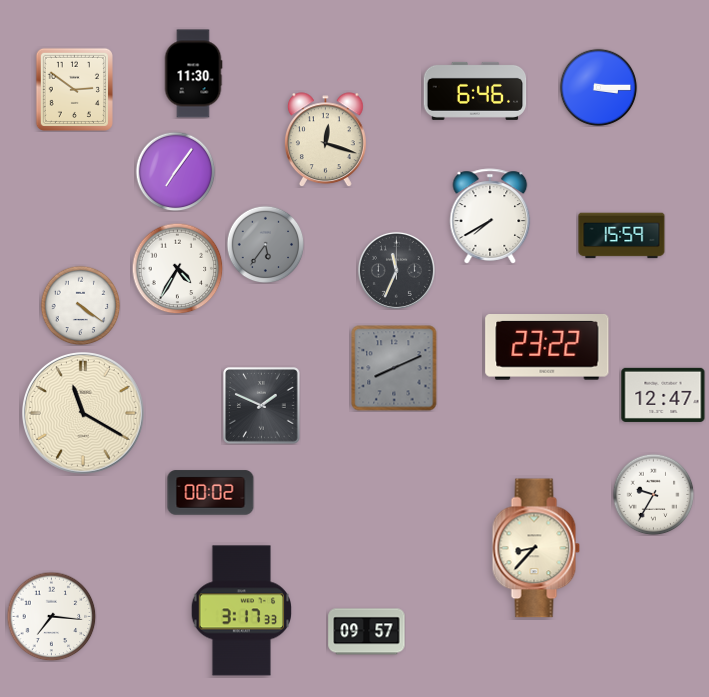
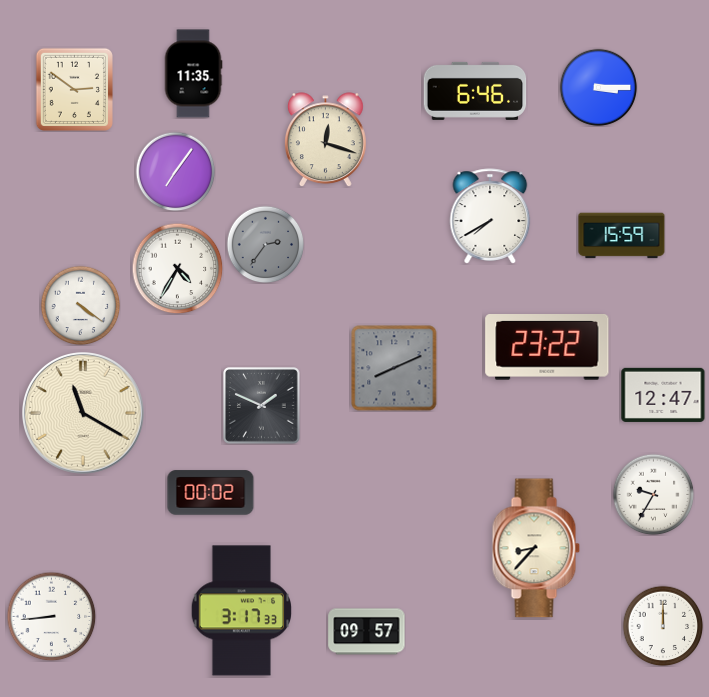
clock at (193, 74): 11:30 -> 11:35
clock at (265, 244): 5:36 -> 2:36
clock at (396, 270): 11:34 -> none
clock at (51, 616): 7:16 -> 8:44
clock at (663, 626): none -> 12:00
